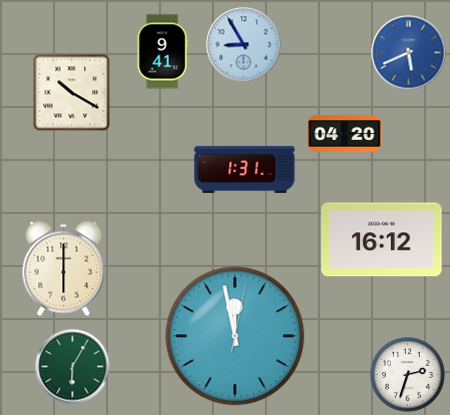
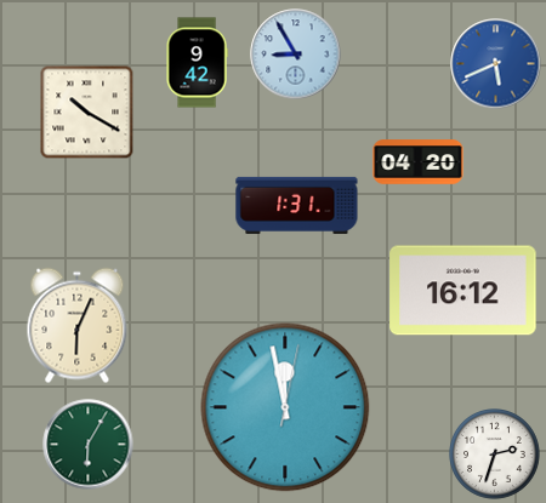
clock at (162, 52): 9:41 -> 9:42
clock at (64, 269): 6:00 -> 6:04
